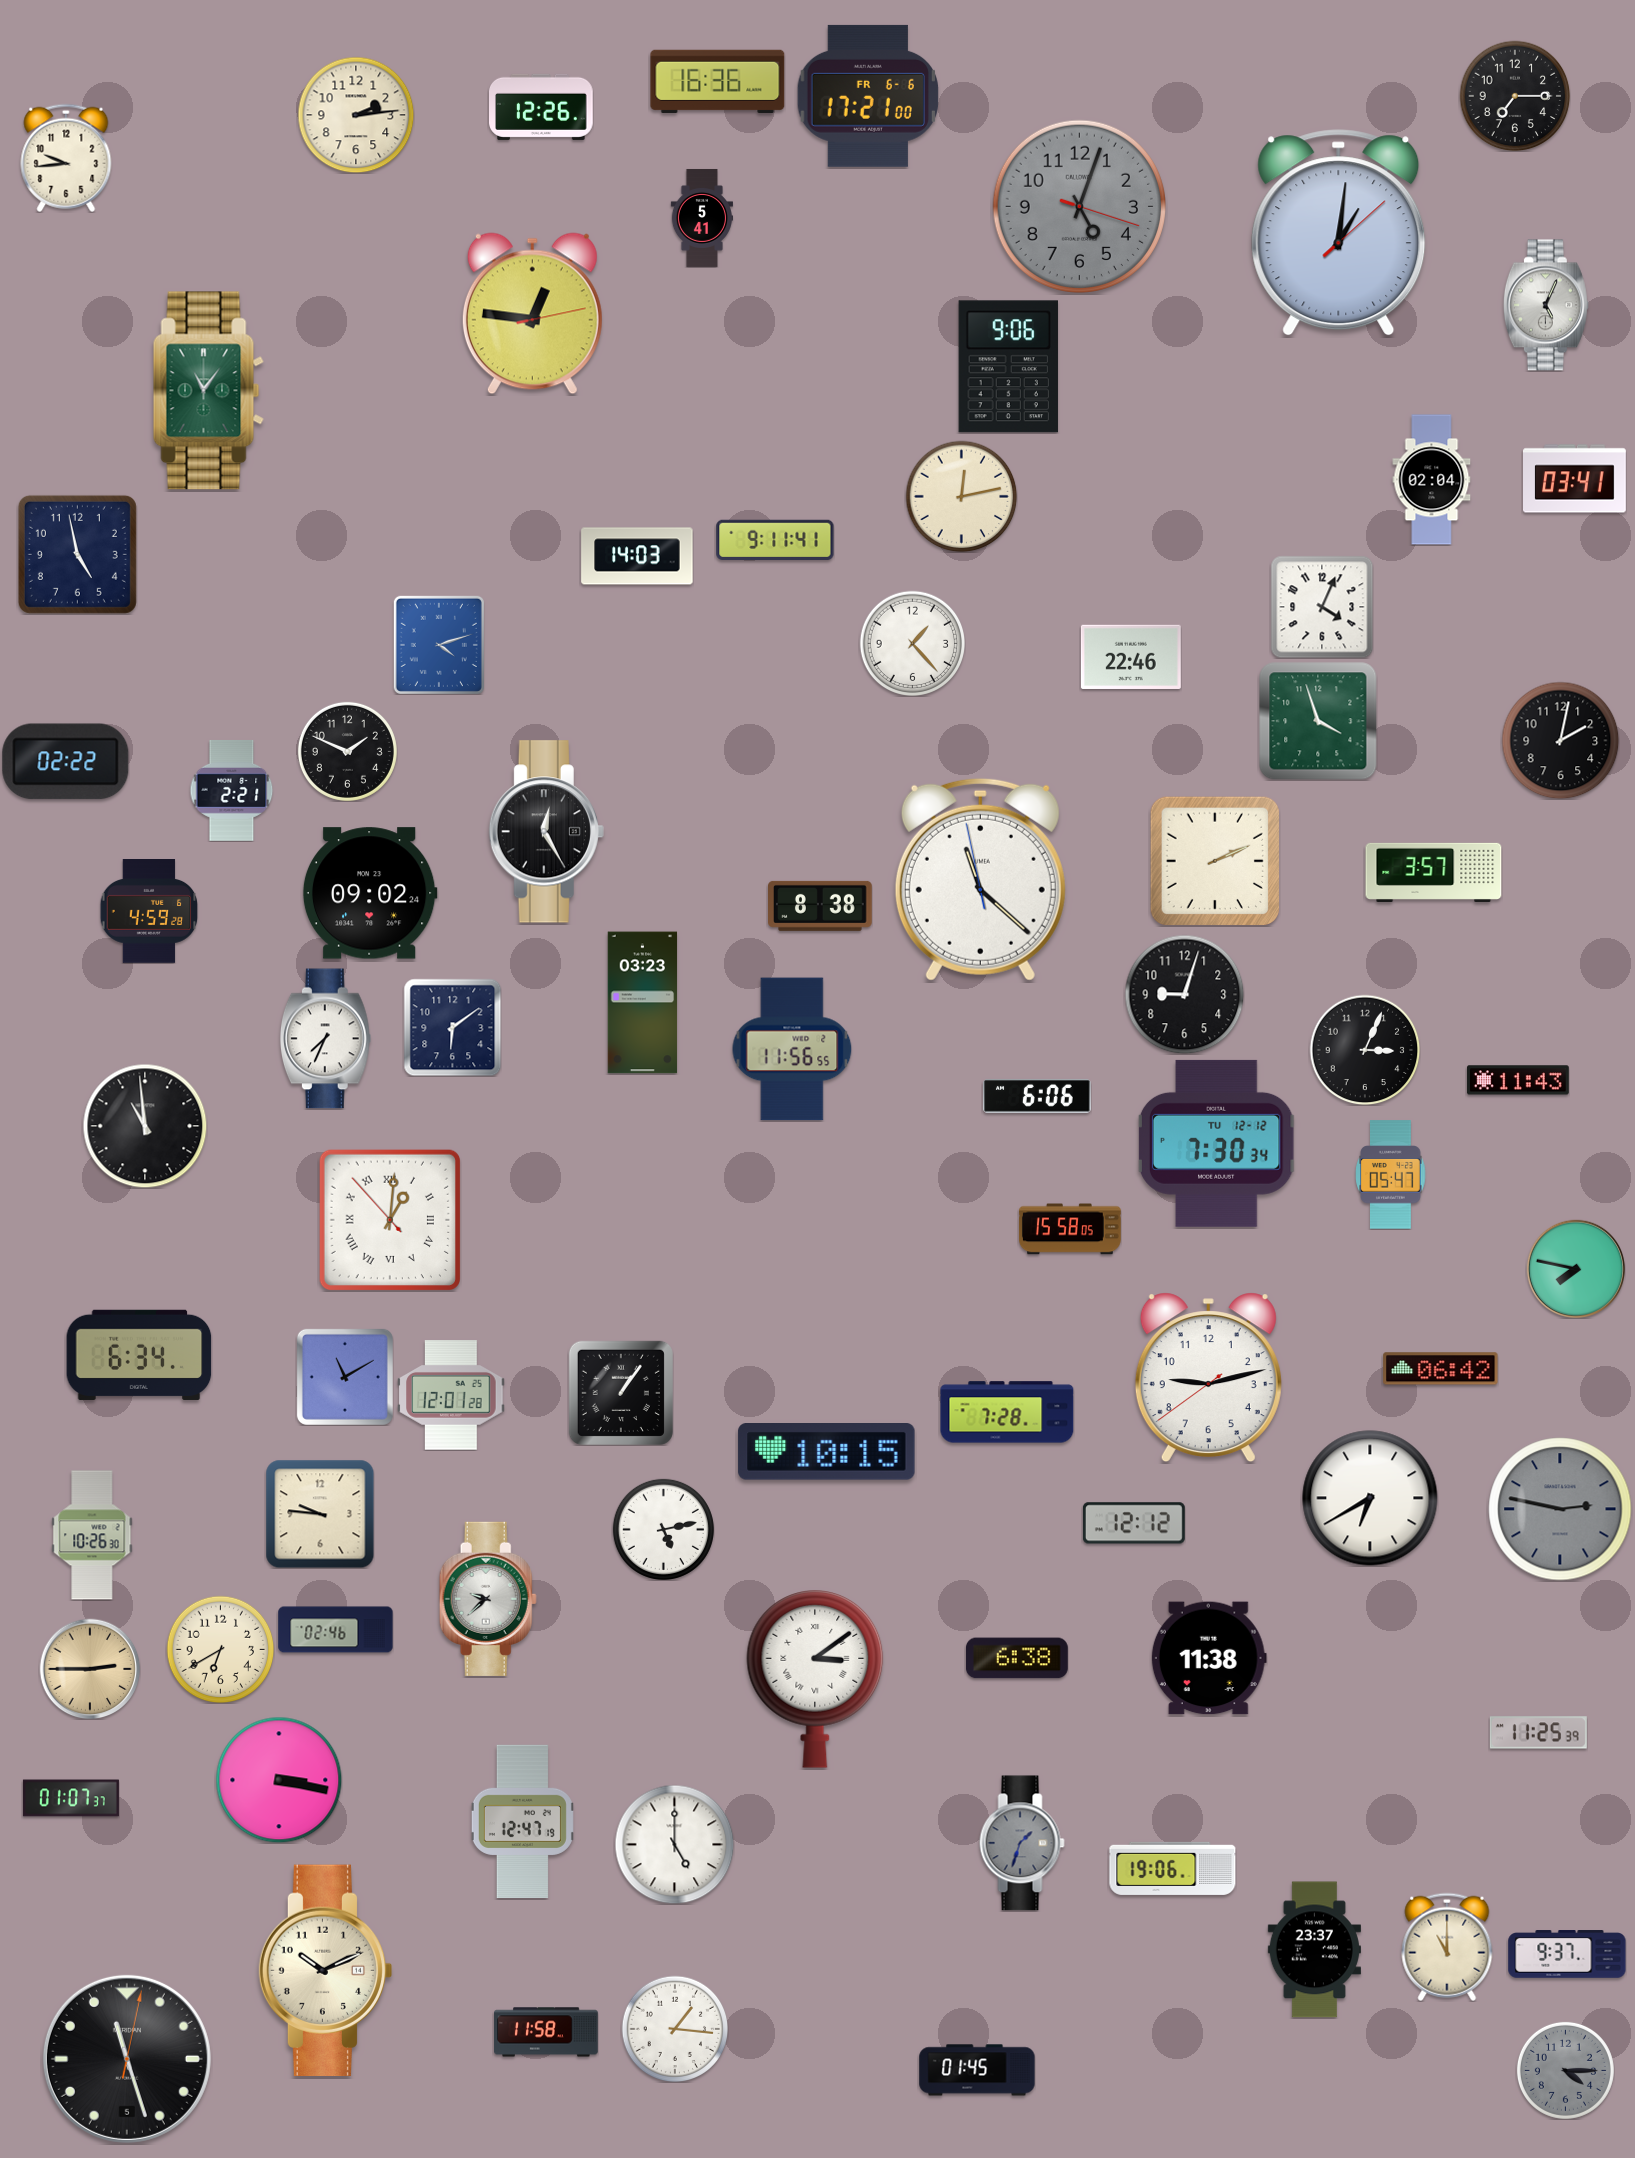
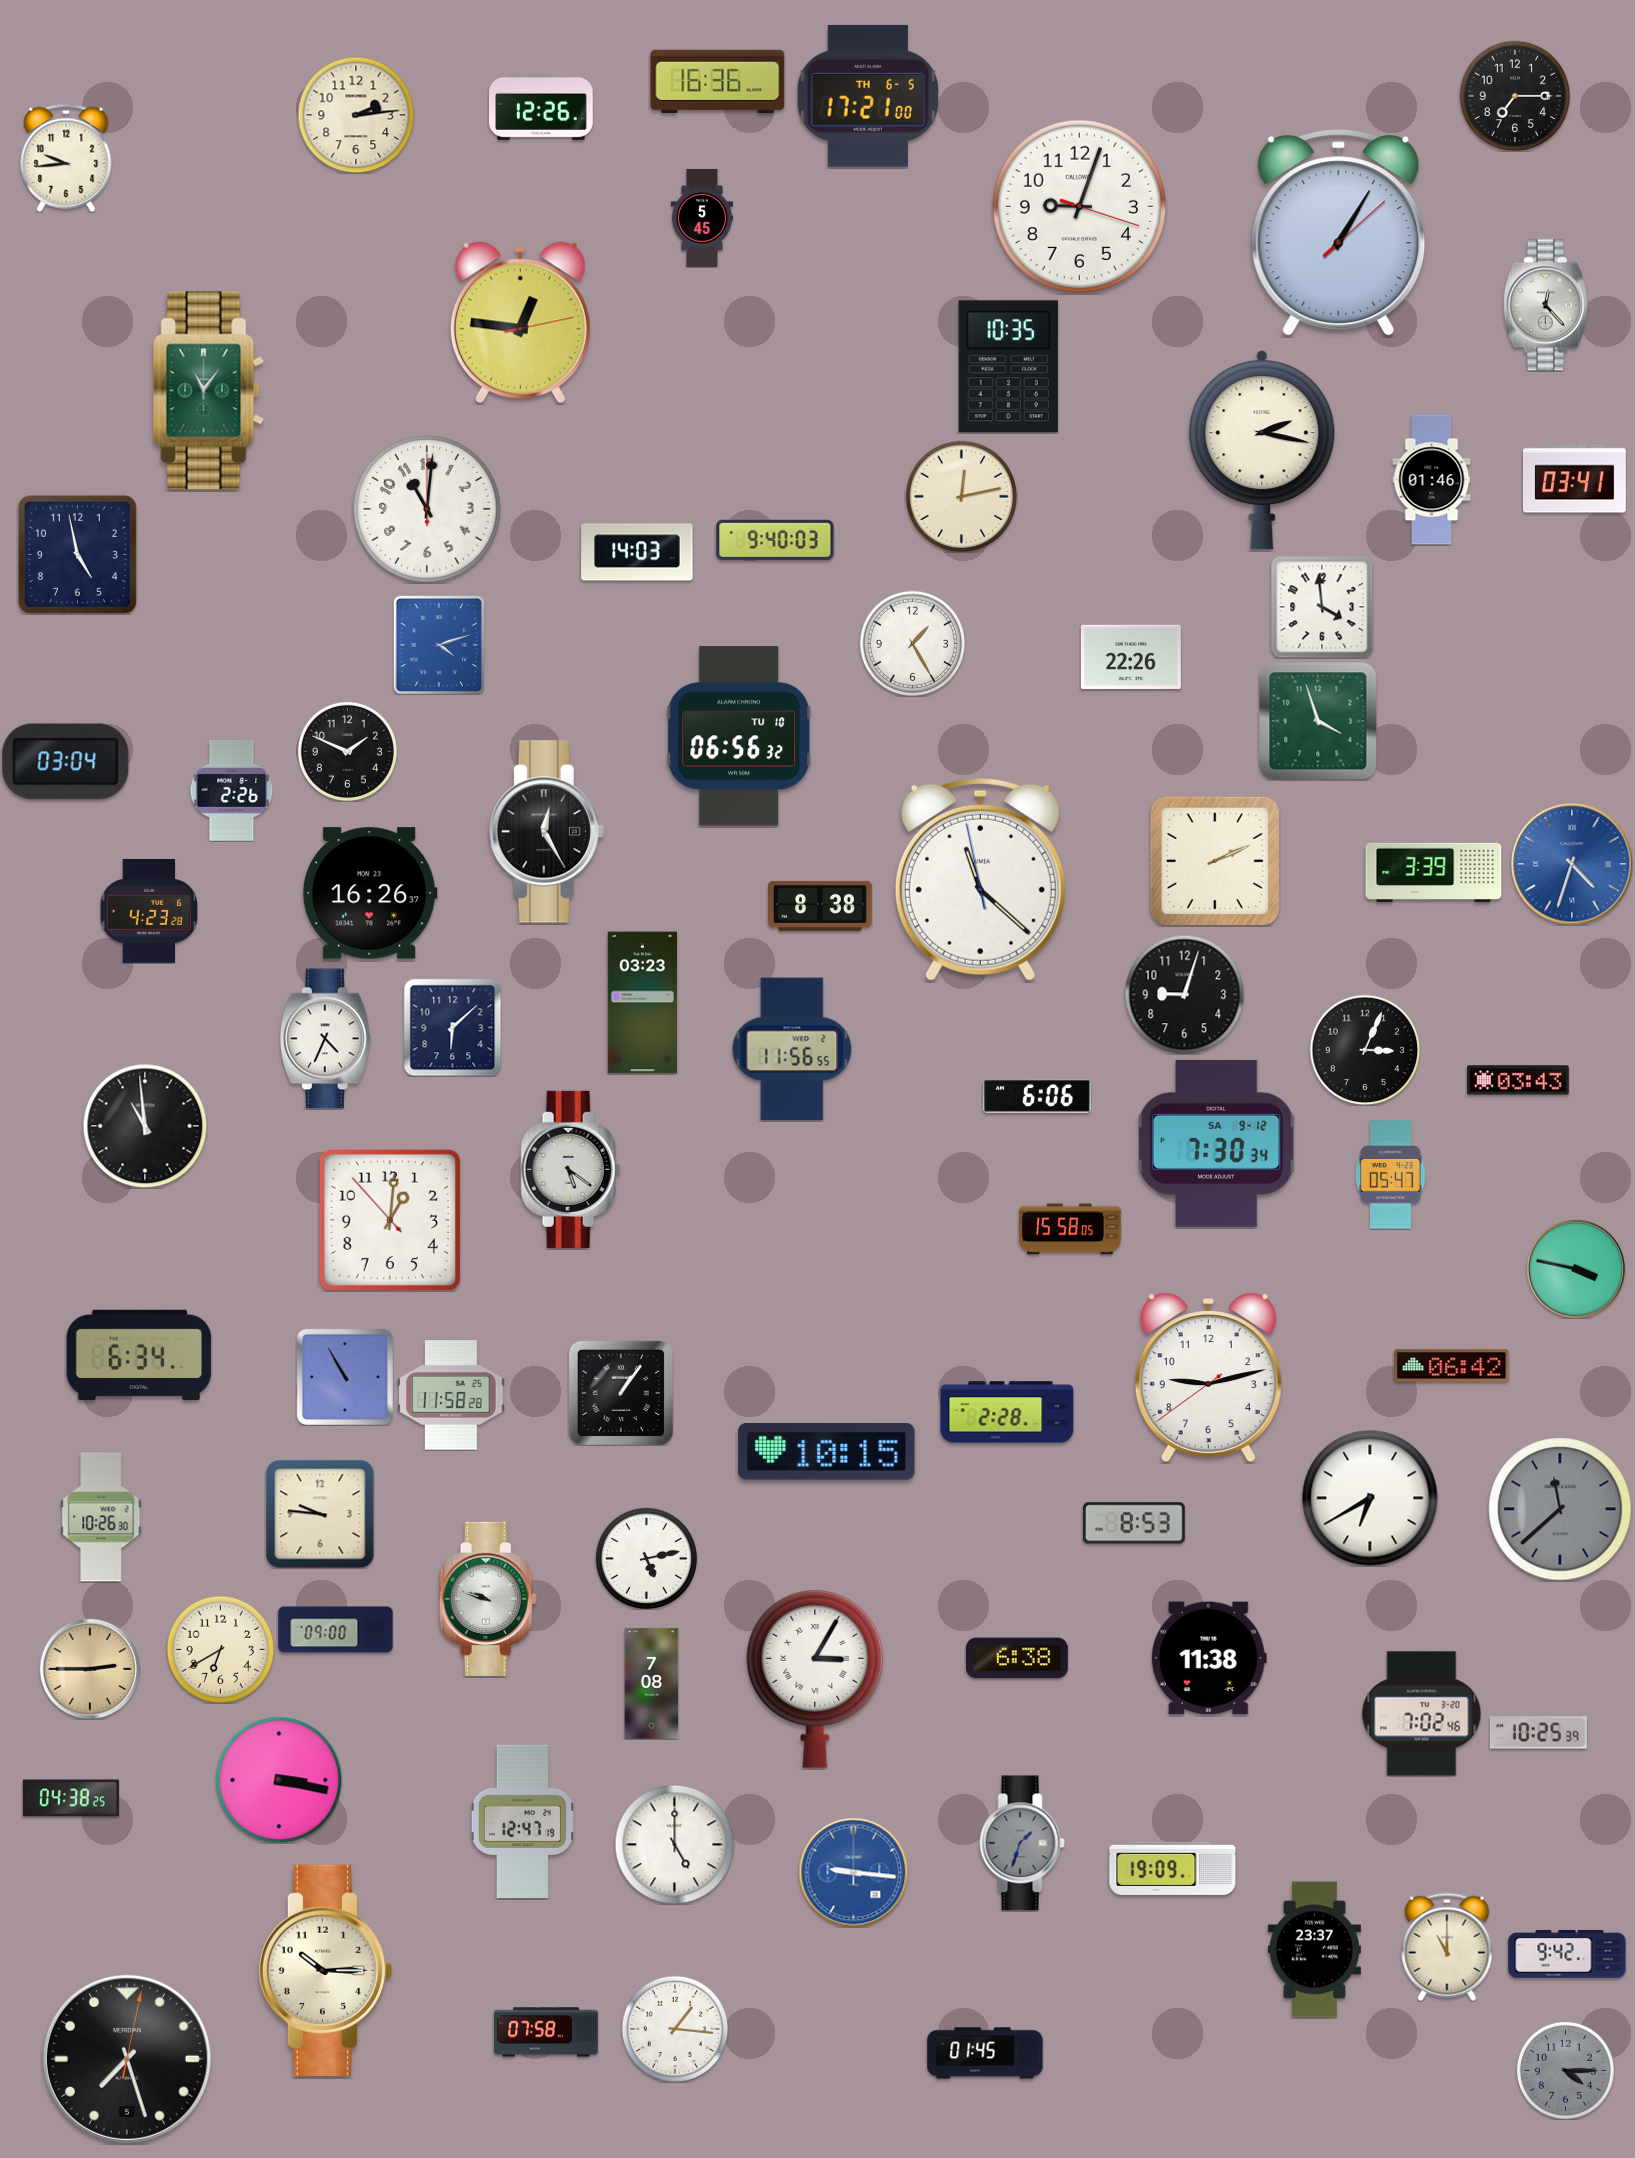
clock at (868, 96) date: FR 6-6 -> TH 6-5
clock at (1079, 206): 5:03 -> 9:03
clock at (1079, 206) dial: grey -> white
clock at (701, 218): 5:41 -> 5:45
clock at (1339, 233): 1:01 -> 1:05
clock at (1546, 305): 5:04 -> 12:23
clock at (532, 314) position: (532, 314) -> (520, 323)
clock at (1008, 367): 9:06 -> 10:35
clock at (1262, 450): none -> 2:17
clock at (1432, 480): 02:04 -> 01:46
clock at (427, 509): none -> 11:01
clock at (775, 539): 9:11 -> 9:40
clock at (637, 556) position: (637, 556) -> (637, 552)
clock at (1322, 607): 4:04 -> 3:59
clock at (912, 643): 1:23 -> 1:25
clock at (1131, 656): 22:46 -> 22:26
clock at (740, 736): none -> 06:56
clock at (1560, 740): 2:02 -> none
clock at (66, 762): 02:22 -> 03:04
clock at (232, 790): 2:21 -> 2:26
clock at (1572, 864): none -> 4:33
clock at (1434, 872): 3:57 -> 3:39
clock at (370, 893): 09:02 -> 16:26
clock at (149, 912): 4:59 -> 4:23
clock at (452, 1027): 6:09 -> 6:08
clock at (325, 1039): 7:34 -> 4:34
clock at (1518, 1080): 11:43 -> 03:43
clock at (1216, 1143) date: TU 12-12 -> SA 9-12
clock at (571, 1169): none -> 5:21
clock at (389, 1219) numerals: Roman -> Arabic
clock at (1575, 1268): 7:47 -> 3:47
clock at (1441, 1369) position: (1441, 1369) -> (1452, 1366)
clock at (345, 1377): 11:10 -> 10:55
clock at (451, 1395): 12:01 -> 11:58
clock at (1007, 1412): 7:28 -> 2:28
clock at (1560, 1509): 2:47 -> 11:38
clock at (1134, 1523): 12:12 -> 8:53
clock at (663, 1529) position: (663, 1529) -> (646, 1558)
clock at (92, 1535) position: (92, 1535) -> (101, 1517)
clock at (488, 1599): 9:38 -> 9:48
clock at (336, 1630): 02:46 -> 09:00
clock at (815, 1680): 3:09 -> 3:05
clock at (652, 1684): none -> 7:08
clock at (1422, 1714): none -> 7:02
clock at (1538, 1733): 11:25 -> 10:25
clock at (71, 1798): 01:07 -> 04:38
clock at (1173, 1868): 19:06 -> 19:09
clock at (853, 1872): none -> 9:16
clock at (1567, 1954): 9:37 -> 9:42
clock at (326, 1970): 10:11 -> 10:15
clock at (546, 2032): 11:58 -> 07:58
clock at (127, 2059): 11:27 -> 7:27
clock at (977, 2070) position: (977, 2070) -> (985, 2053)
